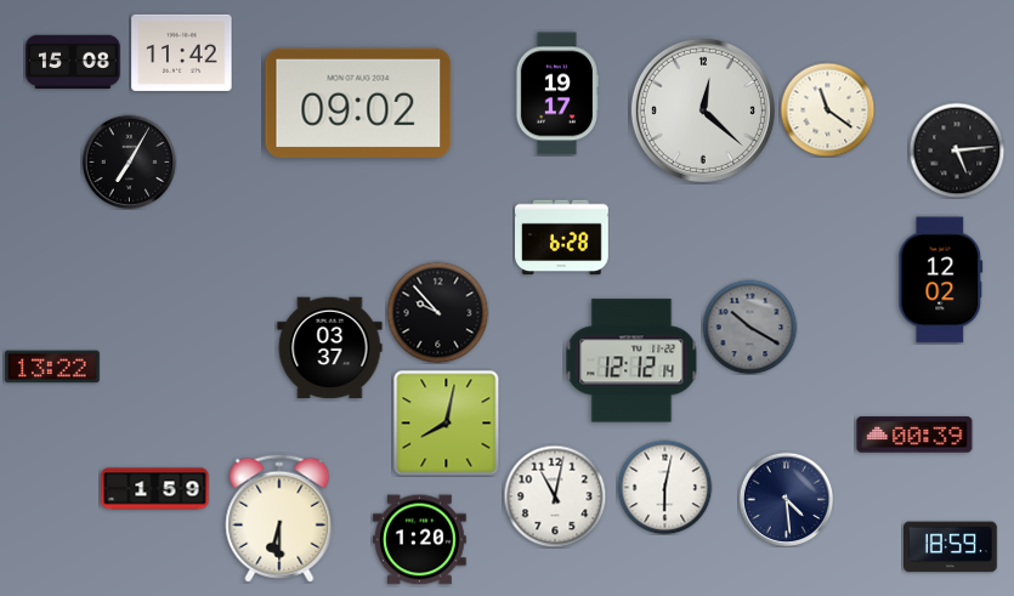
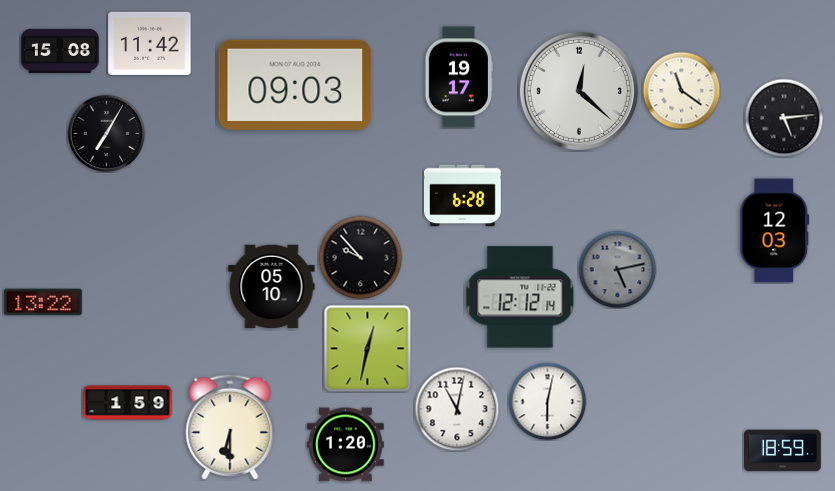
clock at (358, 103): 09:02 -> 09:03
clock at (957, 151) position: (957, 151) -> (784, 118)
clock at (941, 280): 12:02 -> 12:03
clock at (749, 327): 10:20 -> 5:13
clock at (330, 348): 03:37 -> 05:10
clock at (446, 422): 8:02 -> 12:32
clock at (914, 435): 00:39 -> none
clock at (786, 499): 4:29 -> none
